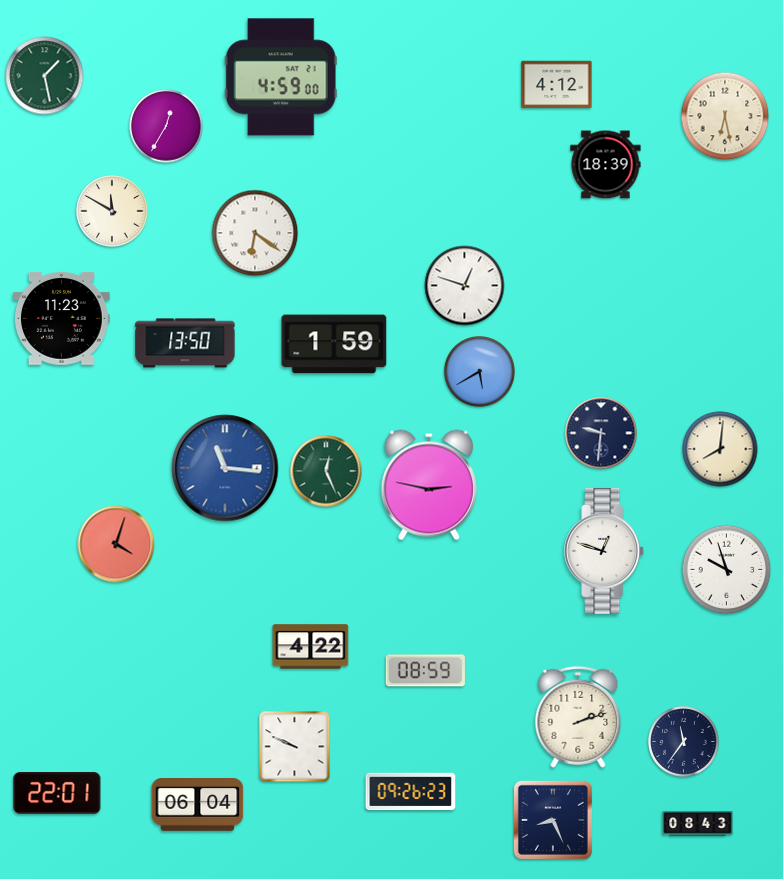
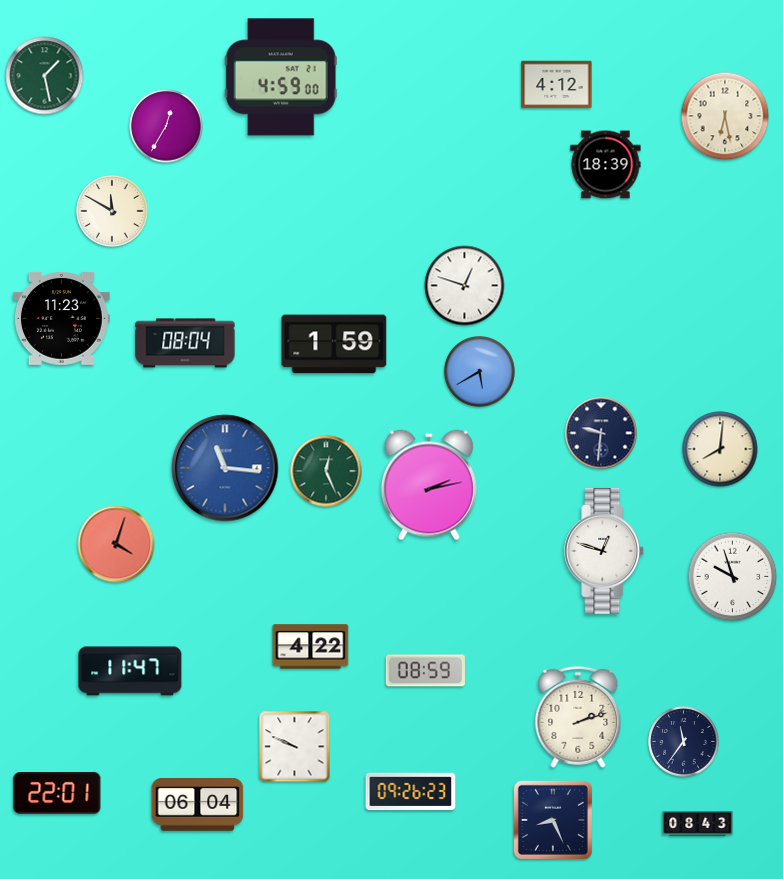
clock at (255, 233): 6:21 -> none
clock at (185, 343): 13:50 -> 08:04
clock at (429, 485): 2:47 -> 2:13
clock at (727, 570) position: (727, 570) -> (733, 577)
clock at (130, 671): none -> 11:47
